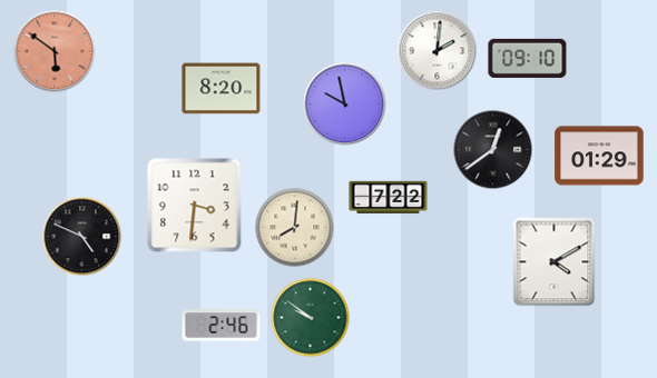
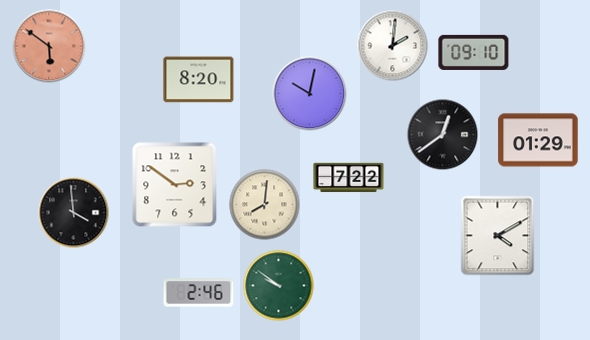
clock at (345, 105): 9:58 -> 10:02
clock at (195, 206): 3:31 -> 2:51
clock at (82, 237): 4:49 -> 3:59
